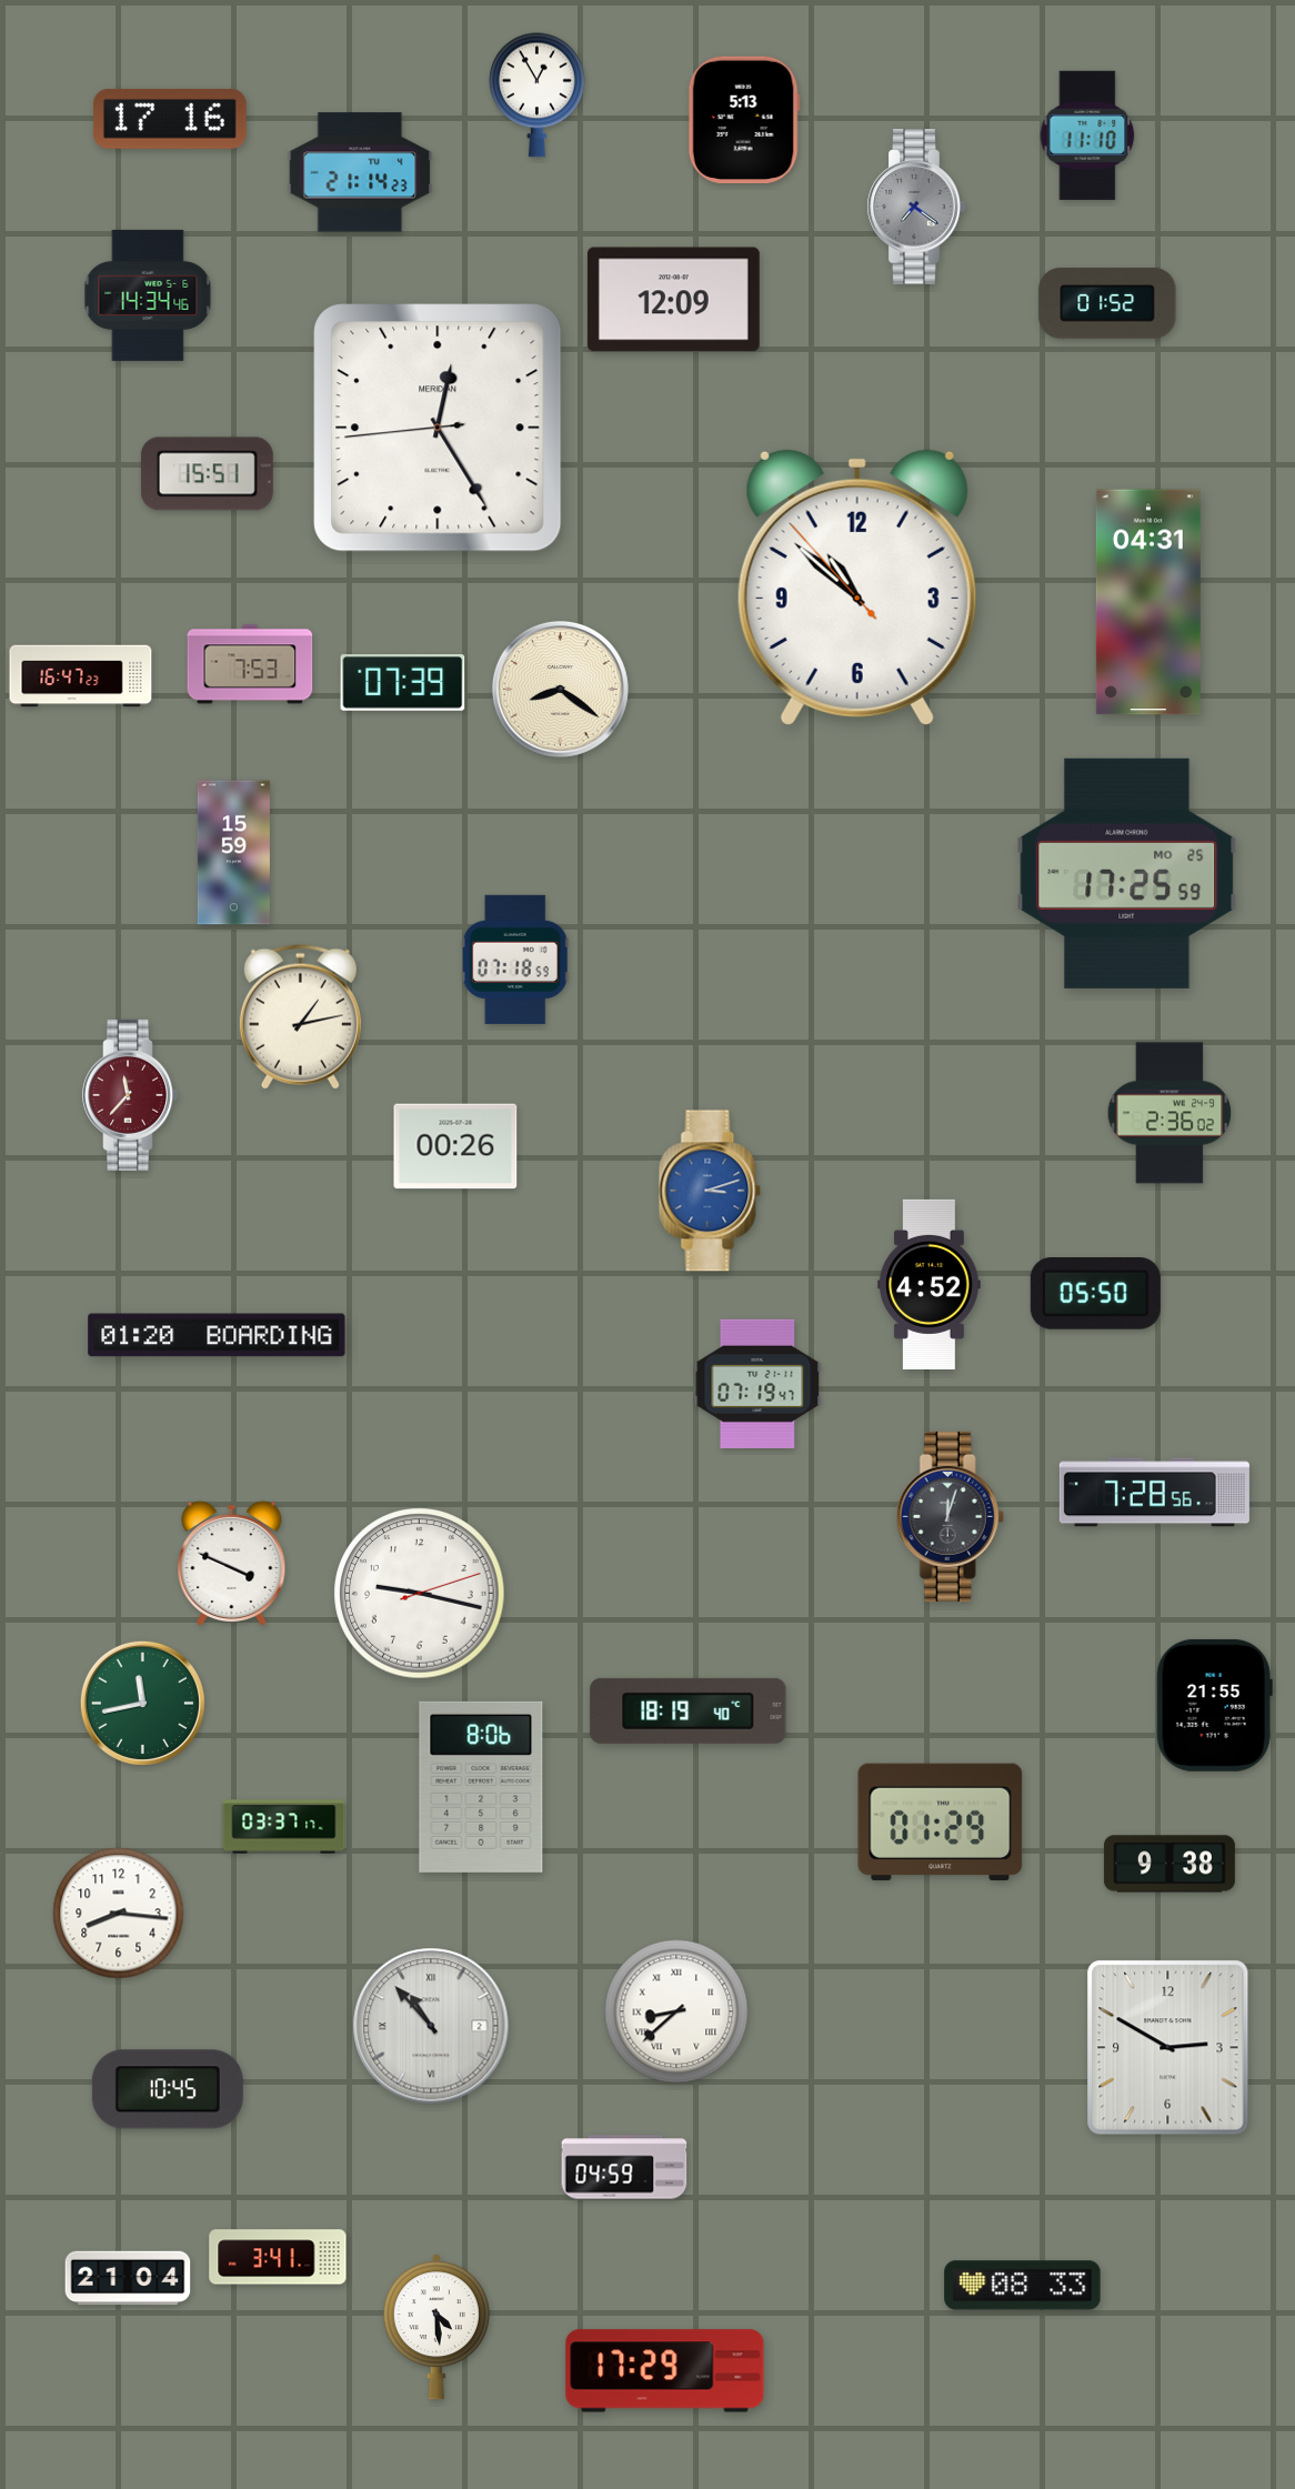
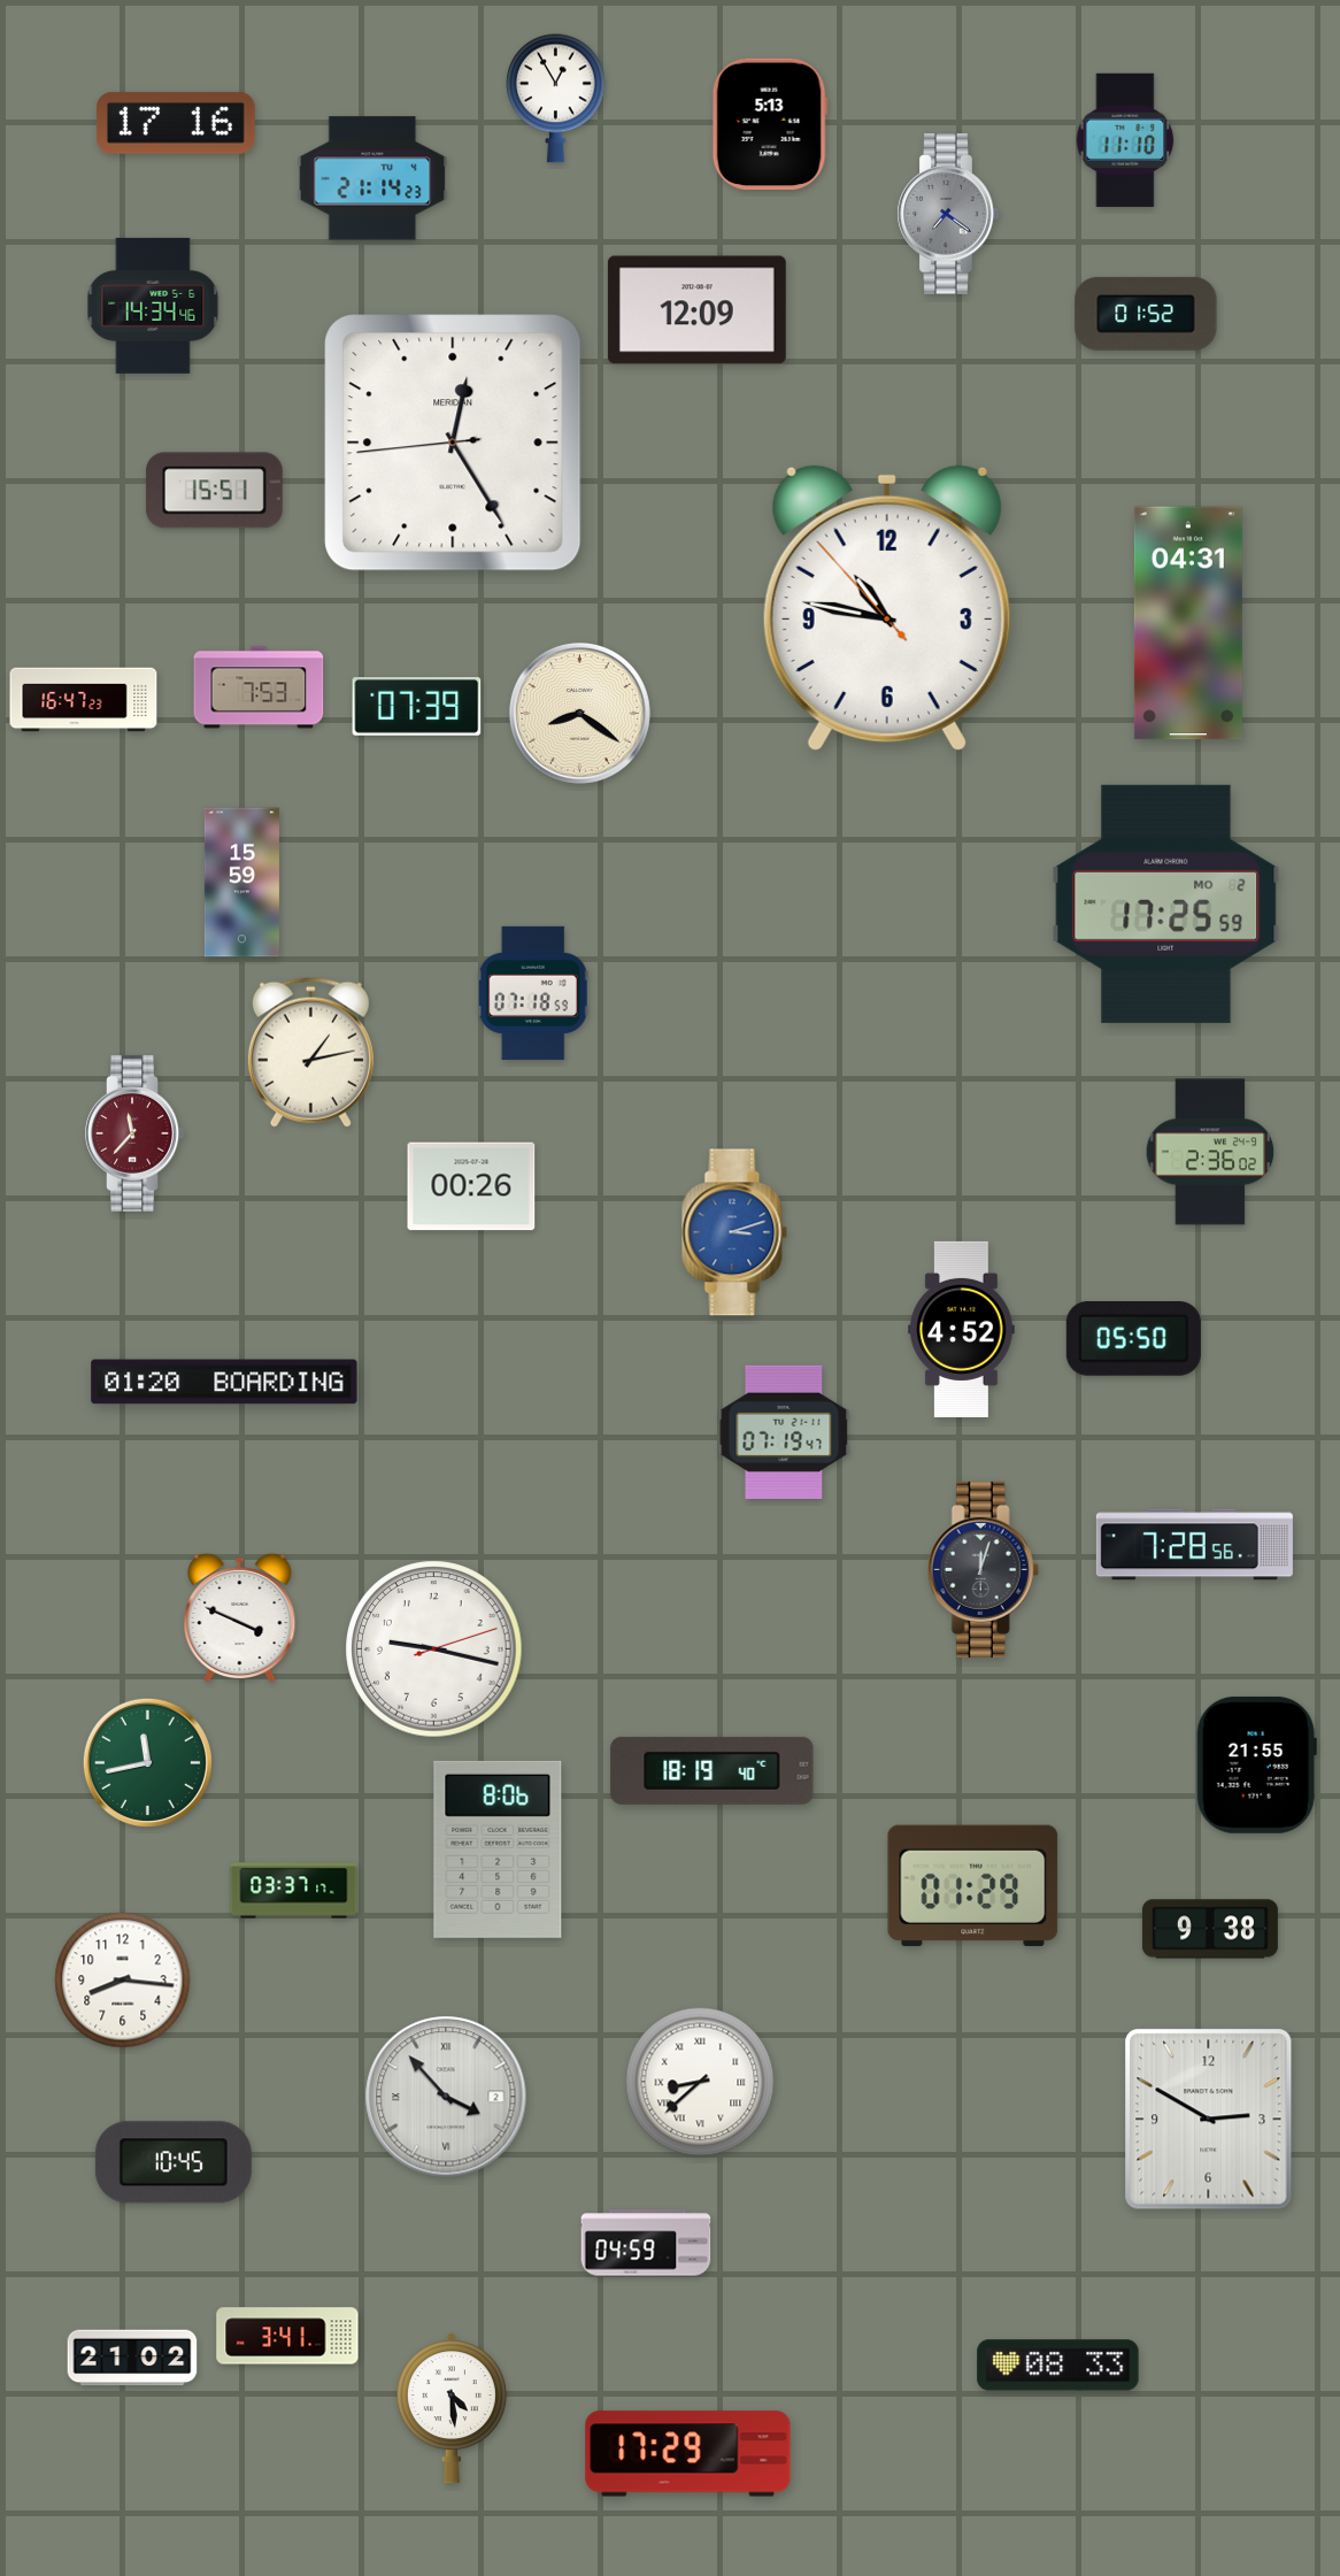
clock at (857, 588): 10:51 -> 10:46
clock at (1127, 873) date: MO 25 -> MO 2
clock at (431, 2026): 10:53 -> 3:53
clock at (128, 2278): 21:04 -> 21:02
